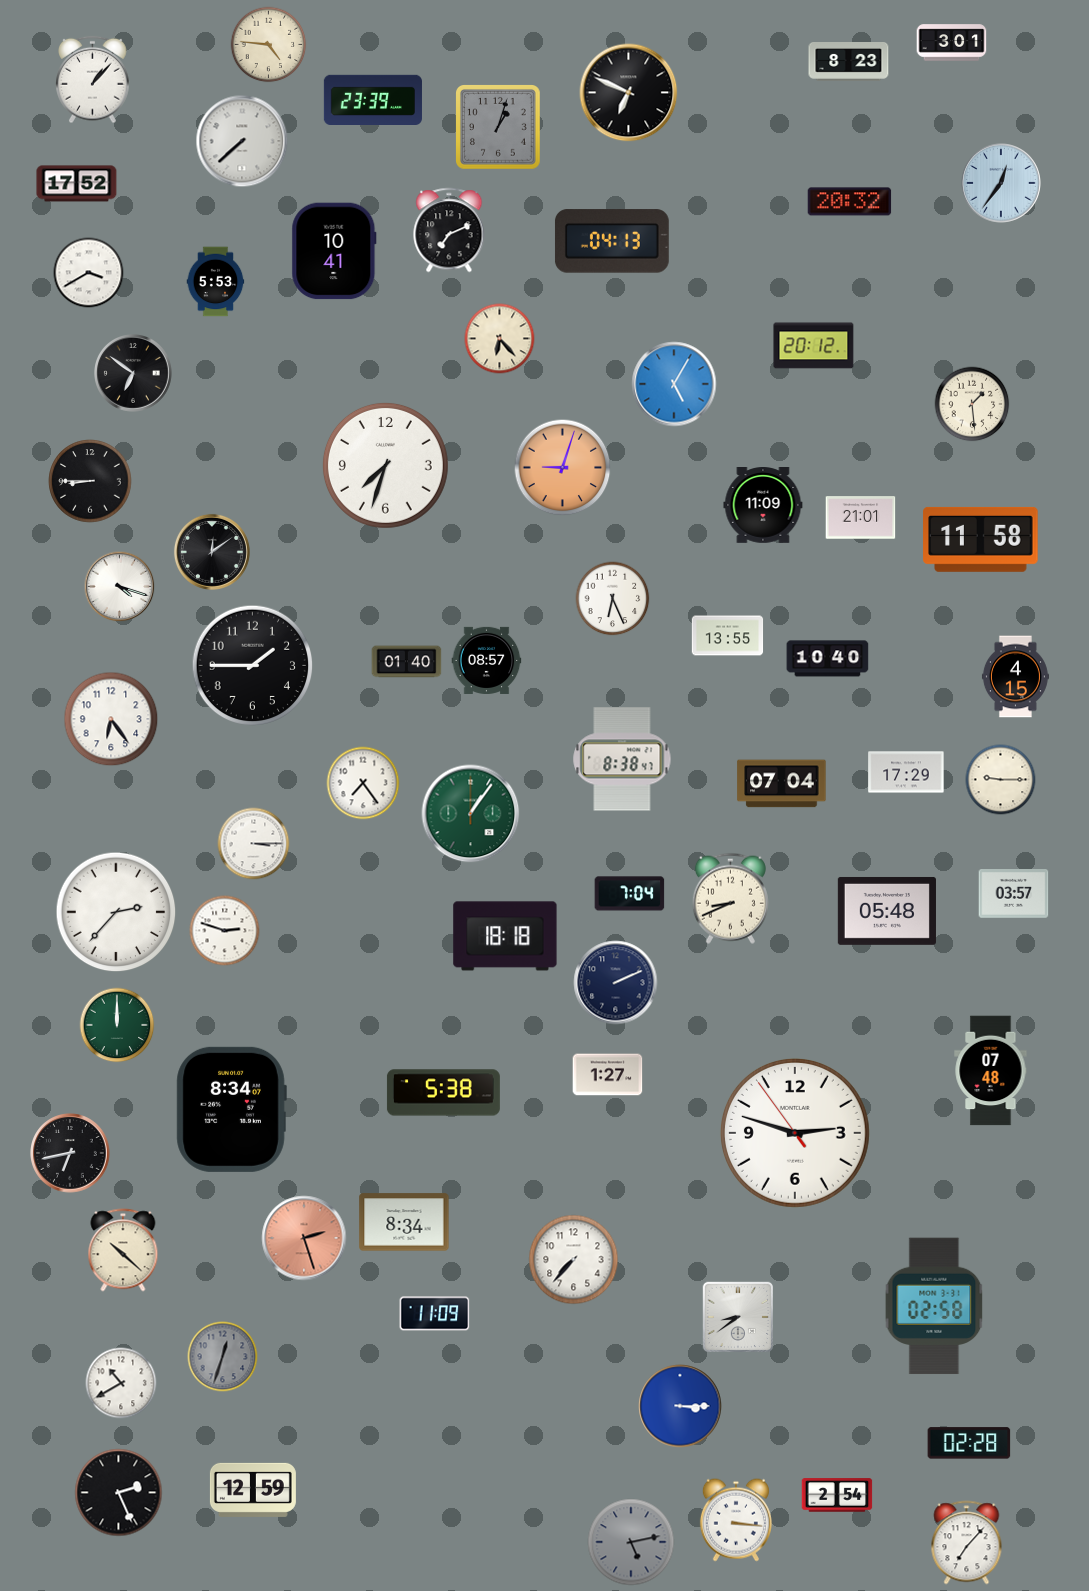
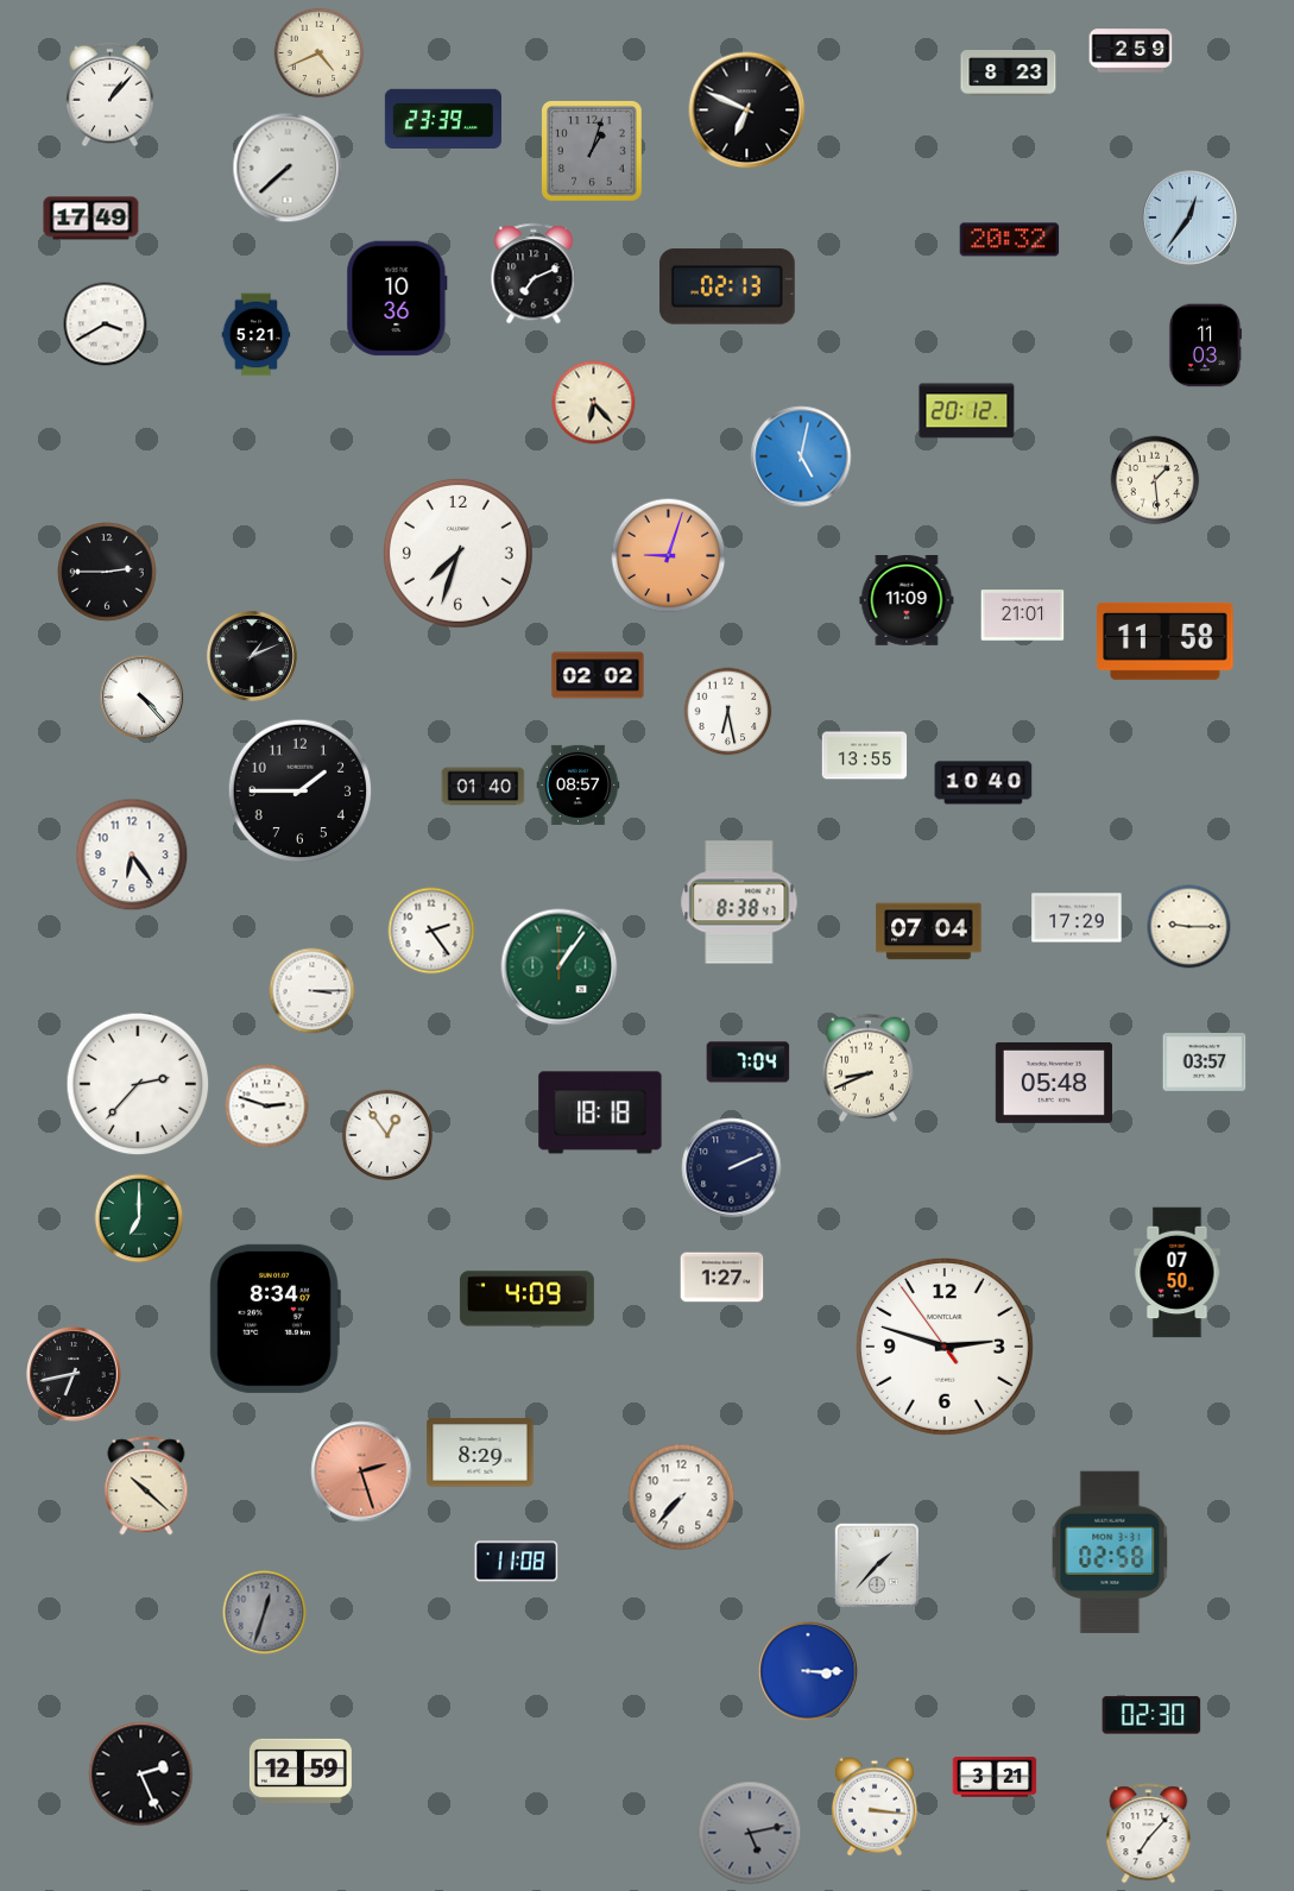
clock at (952, 43): 3:01 -> 2:59
clock at (269, 45): 4:46 -> 4:41
clock at (77, 184): 17:52 -> 17:49
clock at (612, 241): 04:13 -> 02:13
clock at (334, 251): 10:41 -> 10:36
clock at (216, 282): 5:53 -> 5:21
clock at (1204, 346): none -> 11:03
clock at (134, 374): 6:51 -> none
clock at (674, 384): 5:05 -> 5:02
clock at (90, 481): 8:45 -> 2:45
clock at (212, 552): 12:09 -> 1:11
clock at (598, 675): none -> 02:02
clock at (120, 587): 4:18 -> 4:23
clock at (613, 599): 6:26 -> 6:28
clock at (1015, 677): 4:15 -> none
clock at (363, 783): 7:24 -> 2:24
clock at (254, 844) position: (254, 844) -> (313, 991)
clock at (387, 1135): none -> 12:54
clock at (117, 1025): 12:00 -> 7:00
clock at (991, 1071): 07:48 -> 07:50
clock at (443, 1093): 5:38 -> 4:09
clock at (70, 1153) position: (70, 1153) -> (74, 1374)
clock at (404, 1222): 8:34 -> 8:29
clock at (435, 1314): 11:09 -> 11:08
clock at (738, 1317): 8:39 -> 1:37
clock at (121, 1383): 10:40 -> none
clock at (969, 1443): 02:28 -> 02:30
clock at (837, 1495): 2:54 -> 3:21
